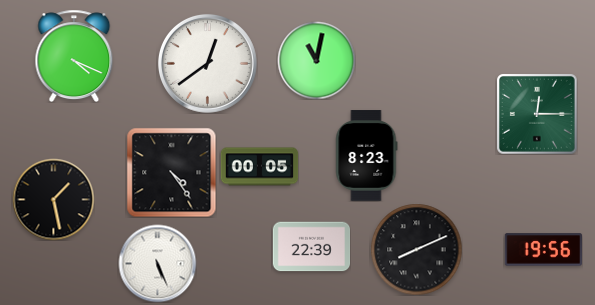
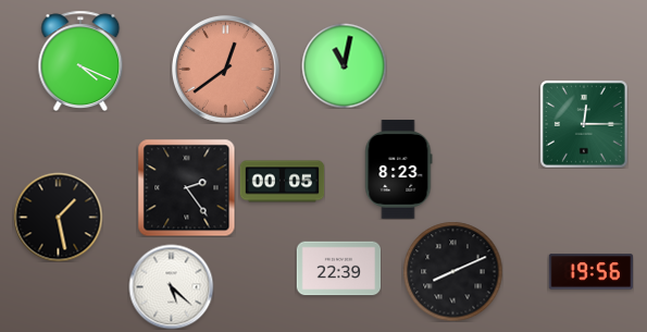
clock at (207, 63) dial: white -> salmon
clock at (171, 172): 4:24 -> 2:24
clock at (157, 263): 5:26 -> 5:22
